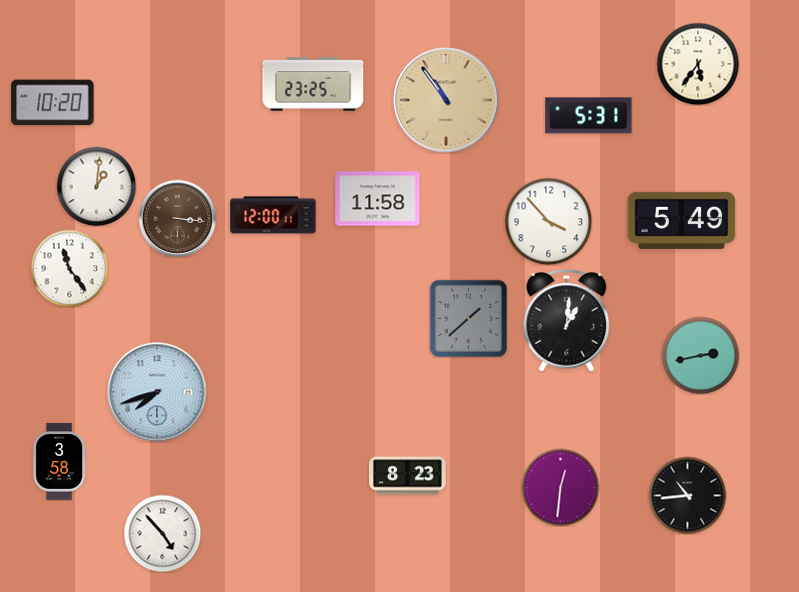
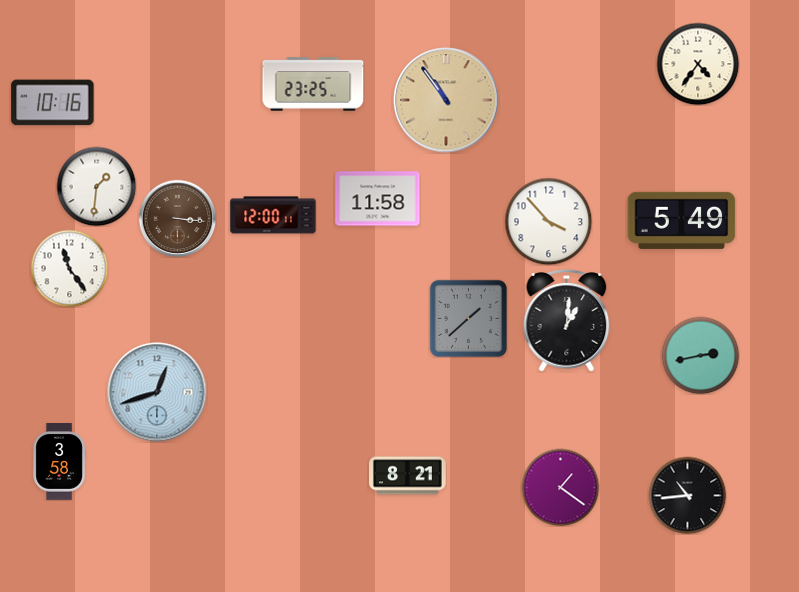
clock at (698, 64): 5:36 -> 4:36
clock at (53, 103): 10:20 -> 10:16
clock at (589, 116): 5:31 -> none
clock at (96, 186): 1:01 -> 1:31
clock at (157, 392): 7:42 -> 12:42
clock at (408, 476): 8:23 -> 8:21
clock at (560, 487): 12:31 -> 1:21
clock at (162, 533): 4:53 -> none
